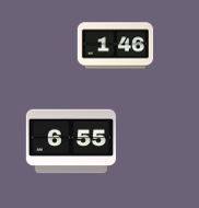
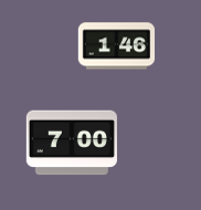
clock at (71, 141): 6:55 -> 7:00
